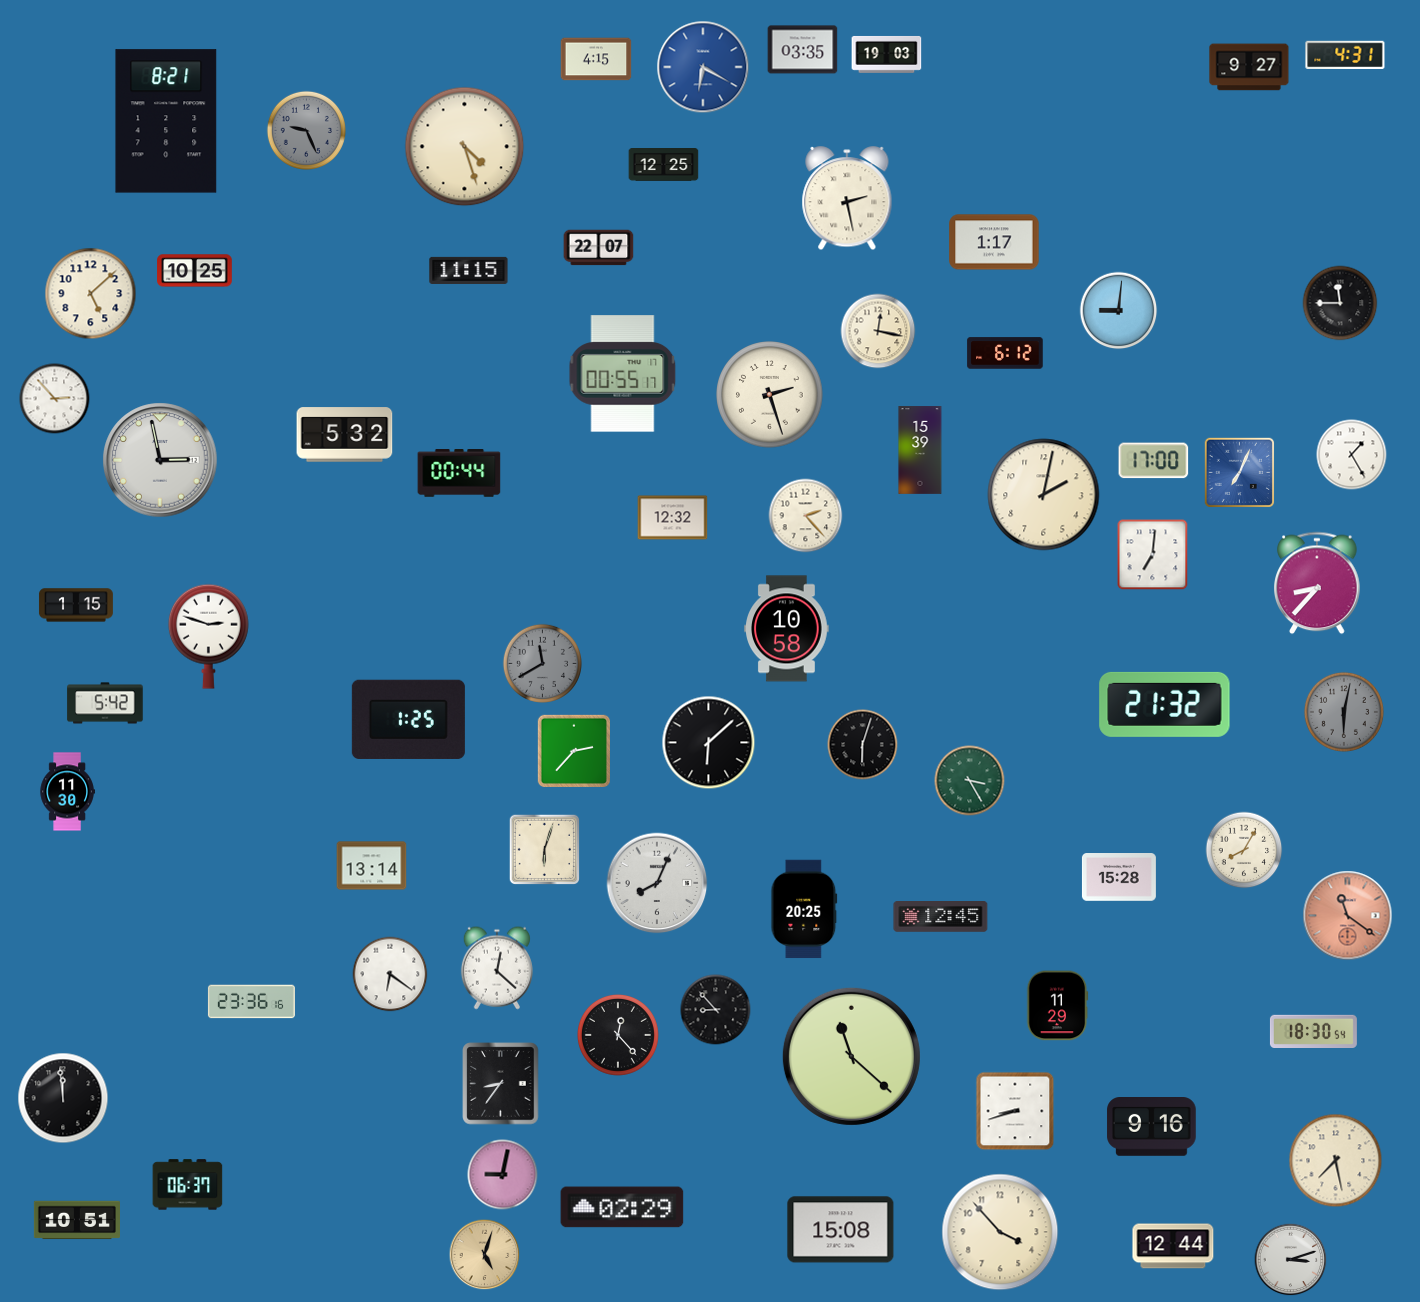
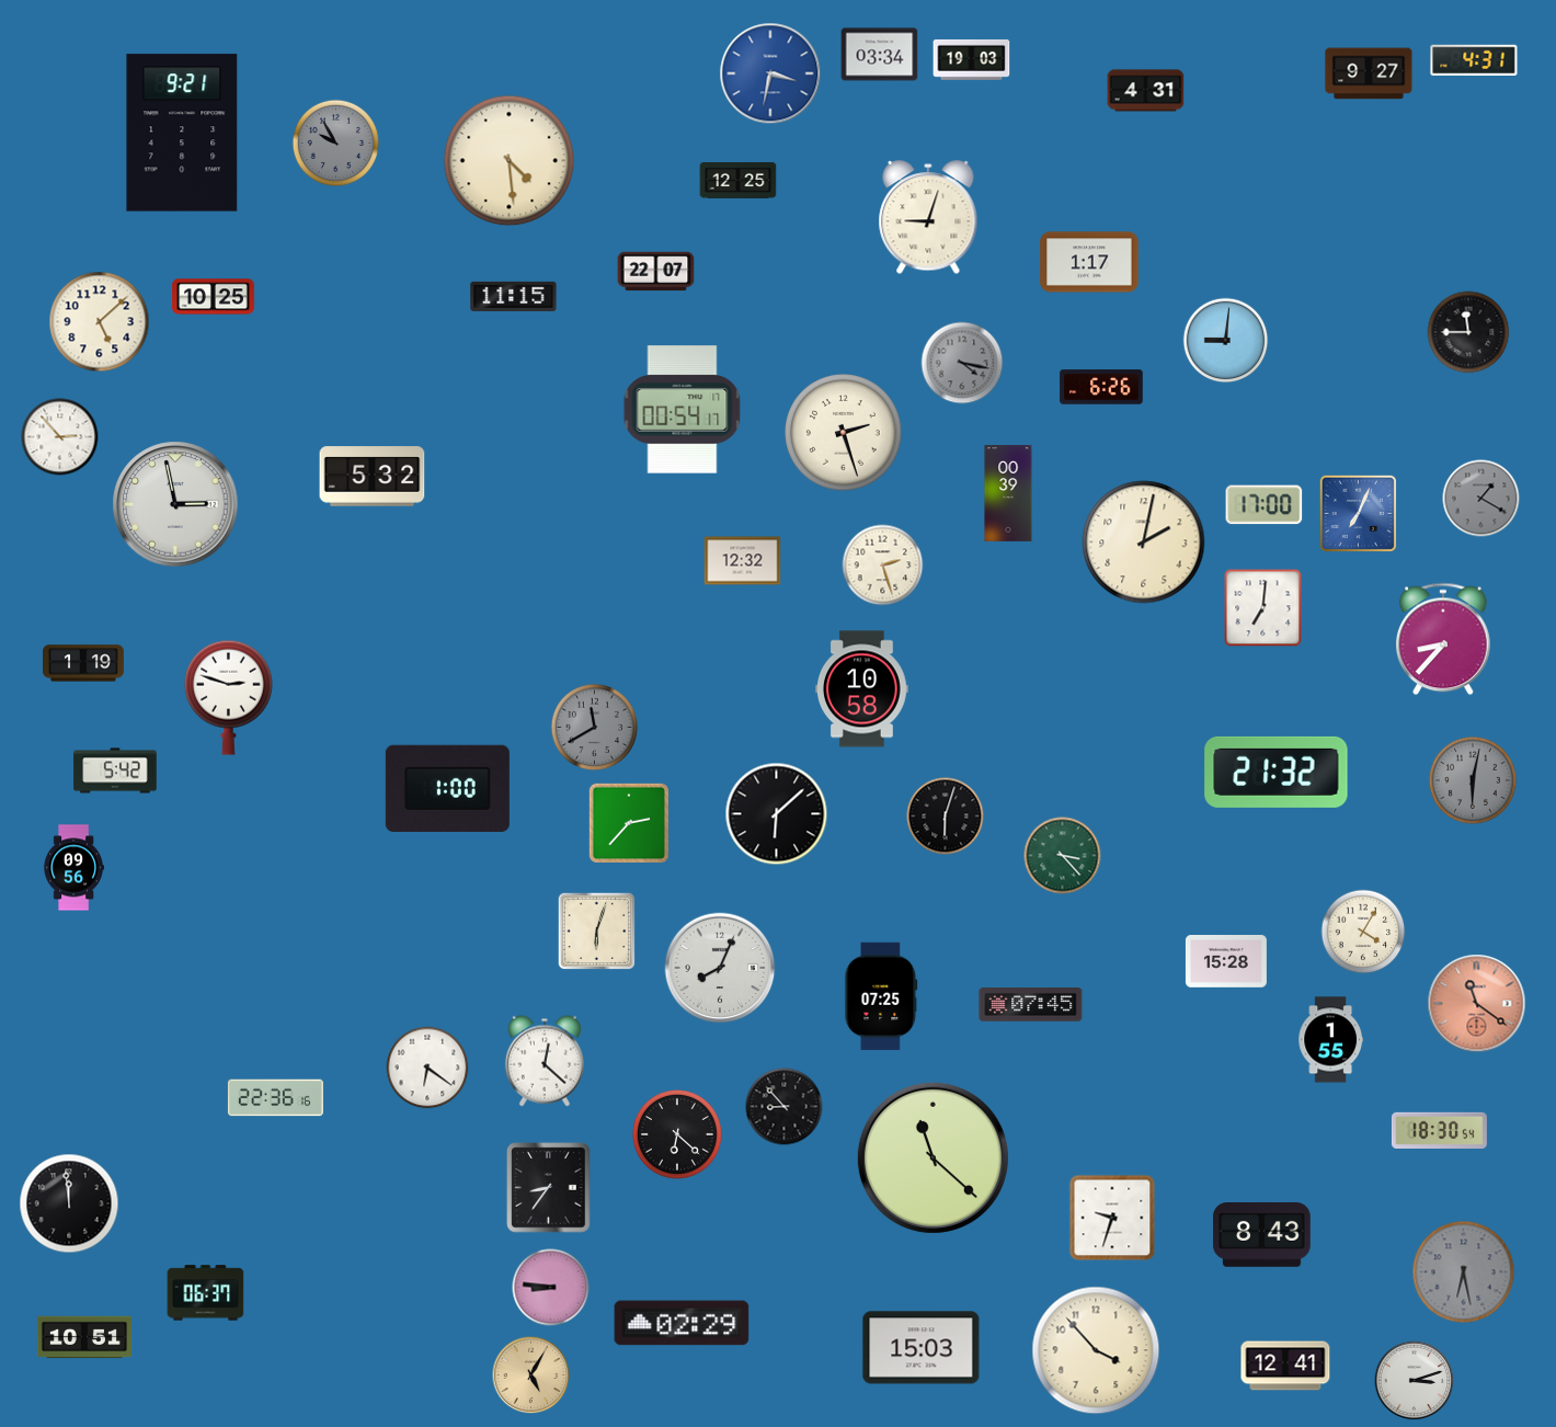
clock at (803, 50): 03:35 -> 03:34
clock at (596, 59): 4:15 -> none
clock at (703, 67): 6:20 -> 3:32
clock at (1146, 91): none -> 4:31
clock at (166, 121): 8:21 -> 9:21
clock at (306, 130): 9:26 -> 9:55
clock at (465, 147): 4:27 -> 4:29
clock at (664, 165) position: (664, 165) -> (739, 181)
clock at (847, 199): 2:28 -> 9:03
clock at (994, 242) position: (994, 242) -> (1089, 262)
clock at (878, 331): 12:17 -> 4:17
clock at (878, 331) dial: cream -> grey
clock at (1005, 353): 6:12 -> 6:26
clock at (623, 374): 00:55 -> 00:54
clock at (345, 435) position: (345, 435) -> (373, 477)
clock at (920, 450): 15:39 -> 00:39
clock at (1352, 455): 1:25 -> 1:20
clock at (1352, 455) dial: white -> grey
clock at (1239, 472) position: (1239, 472) -> (1358, 513)
clock at (459, 473): 00:44 -> none
clock at (806, 516): 2:23 -> 2:27
clock at (673, 518) position: (673, 518) -> (743, 561)
clock at (76, 605): 1:15 -> 1:19
clock at (408, 719): 1:25 -> 1:00
clock at (970, 781): 3:25 -> 3:23
clock at (67, 792): 11:30 -> 09:56
clock at (1244, 850): 8:05 -> 4:05
clock at (372, 866): 13:14 -> none
clock at (804, 909): 20:25 -> 07:25
clock at (941, 917): 12:45 -> 07:45
clock at (1330, 1040): none -> 1:55
clock at (251, 1002): 23:36 -> 22:36
clock at (1057, 1006): 11:29 -> none
clock at (618, 1035): 12:23 -> 6:22
clock at (1015, 1111): 8:42 -> 9:33
clock at (1152, 1127): 9:16 -> 8:43
clock at (1336, 1161): 7:28 -> 6:28
clock at (1336, 1161) dial: cream -> grey
clock at (503, 1175): 9:02 -> 8:46
clock at (188, 1185) position: (188, 1185) -> (206, 1293)
clock at (841, 1230): 15:08 -> 15:03
clock at (1173, 1246): 12:44 -> 12:41
clock at (485, 1255): 5:03 -> 5:05
